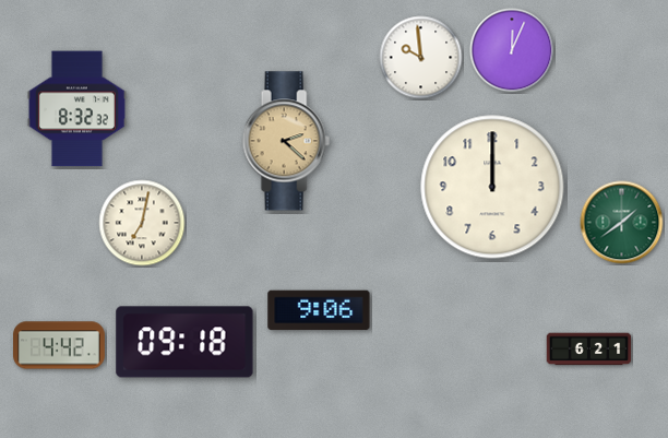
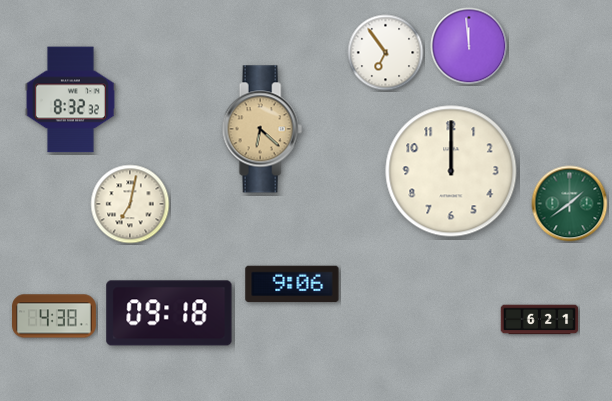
clock at (512, 50): 12:04 -> 11:59
clock at (421, 58): 9:59 -> 6:54
clock at (286, 141): 2:22 -> 6:22
clock at (60, 345): 4:42 -> 4:38
